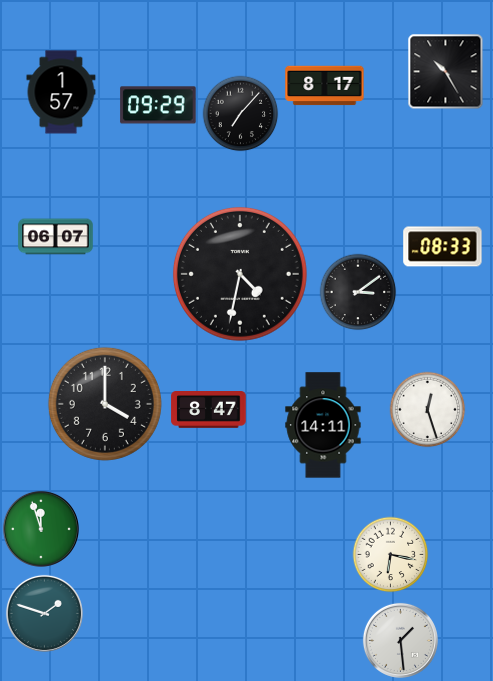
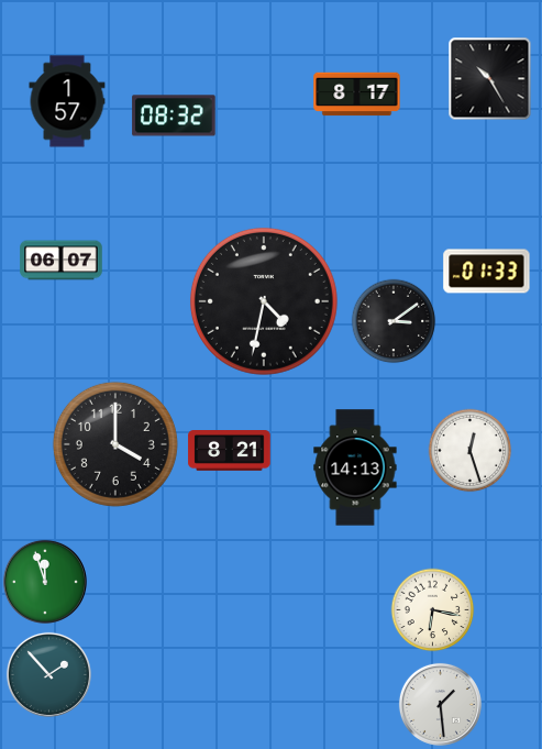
clock at (158, 105): 09:29 -> 08:32
clock at (241, 114): 7:07 -> none
clock at (443, 247): 08:33 -> 01:33
clock at (209, 410): 8:47 -> 8:21
clock at (323, 425): 14:11 -> 14:13
clock at (391, 555) position: (391, 555) -> (433, 610)
clock at (44, 613): 1:48 -> 1:53
